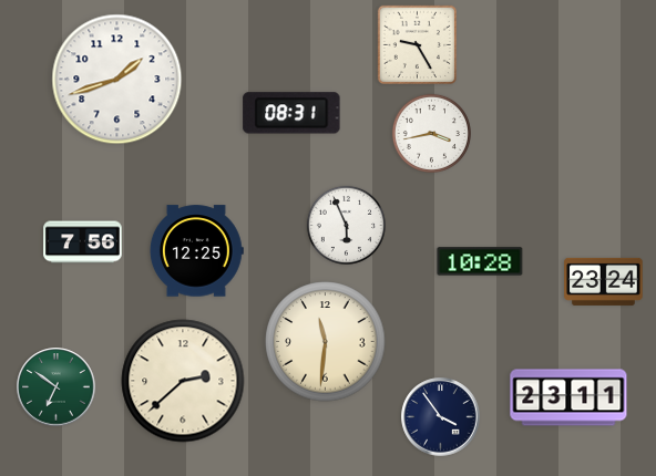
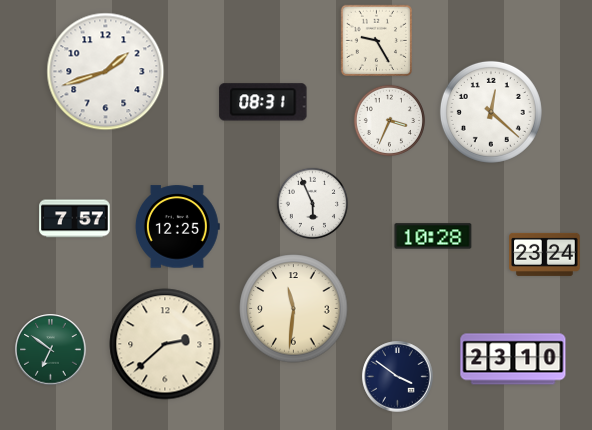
clock at (491, 112): none -> 12:22
clock at (431, 133): 3:43 -> 3:34
clock at (83, 242): 7:56 -> 7:57
clock at (568, 397): 23:11 -> 23:10
clock at (441, 417): 3:54 -> 3:51
